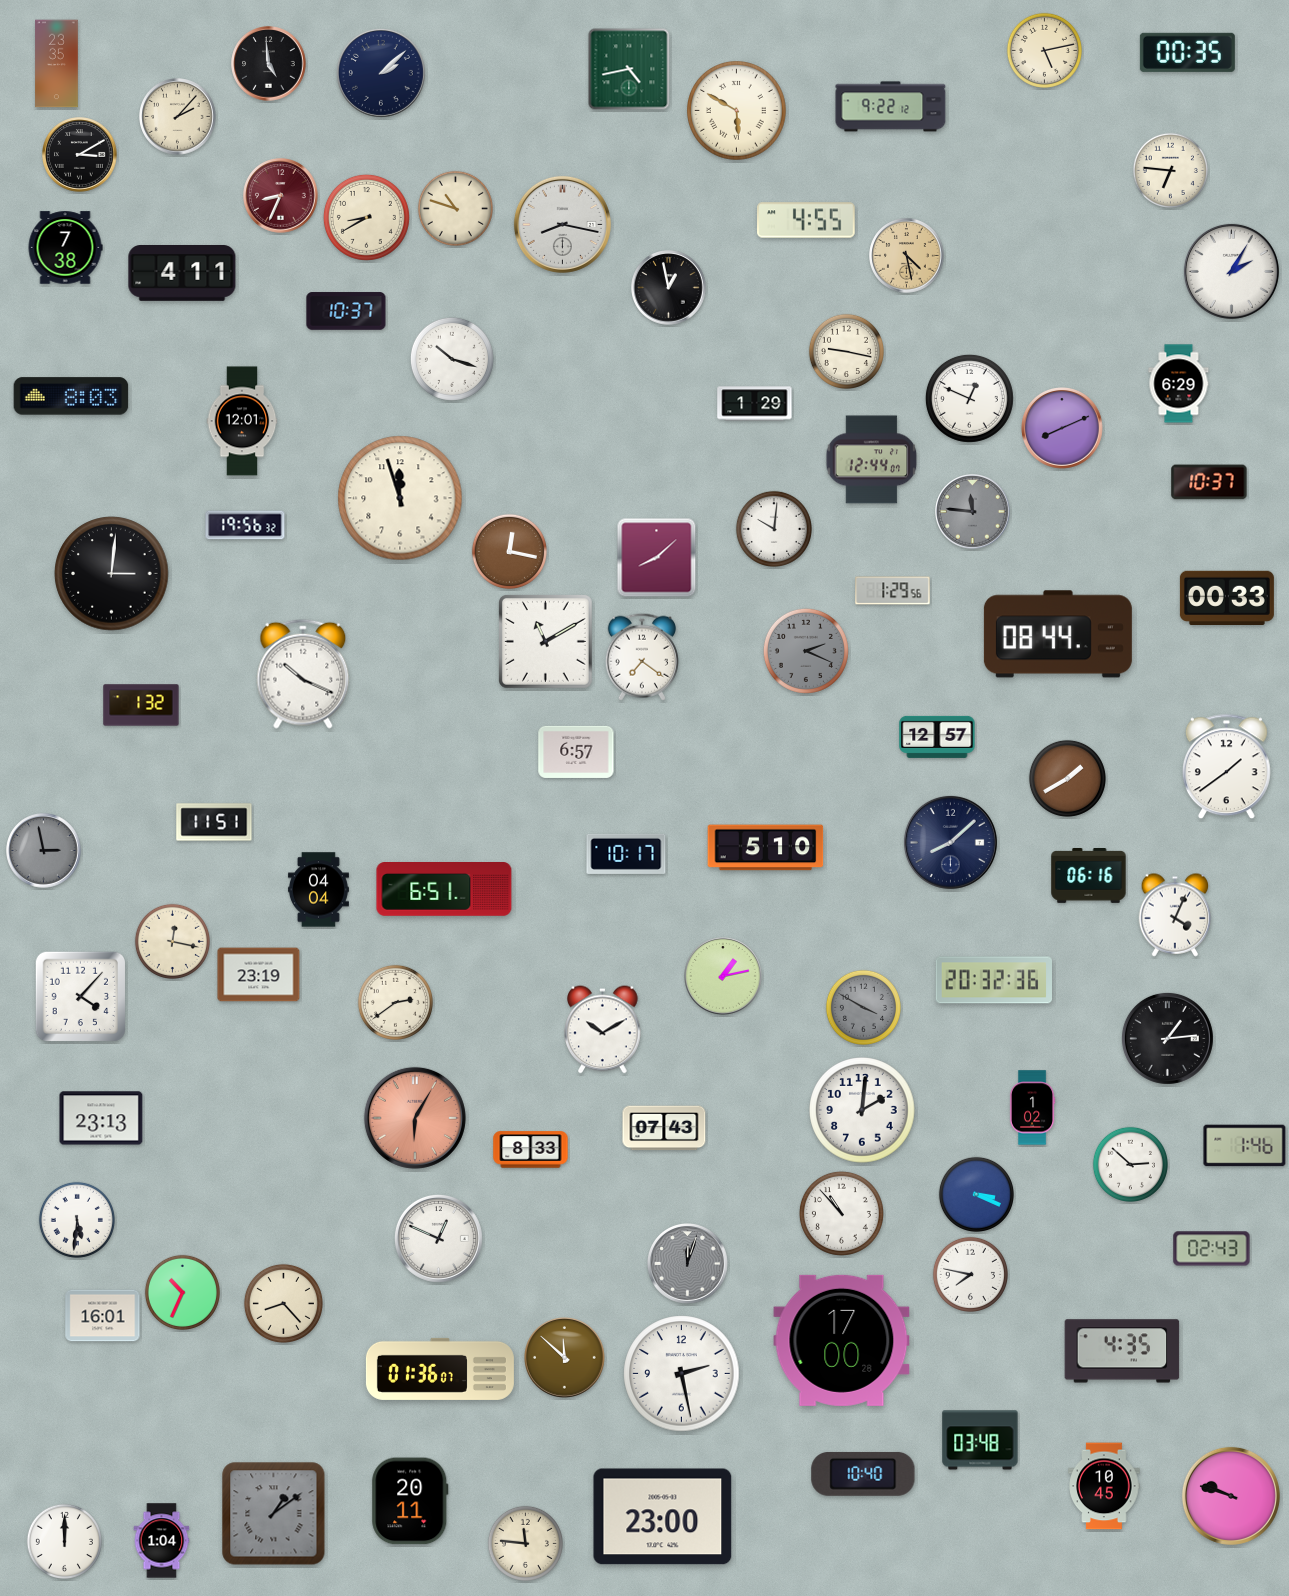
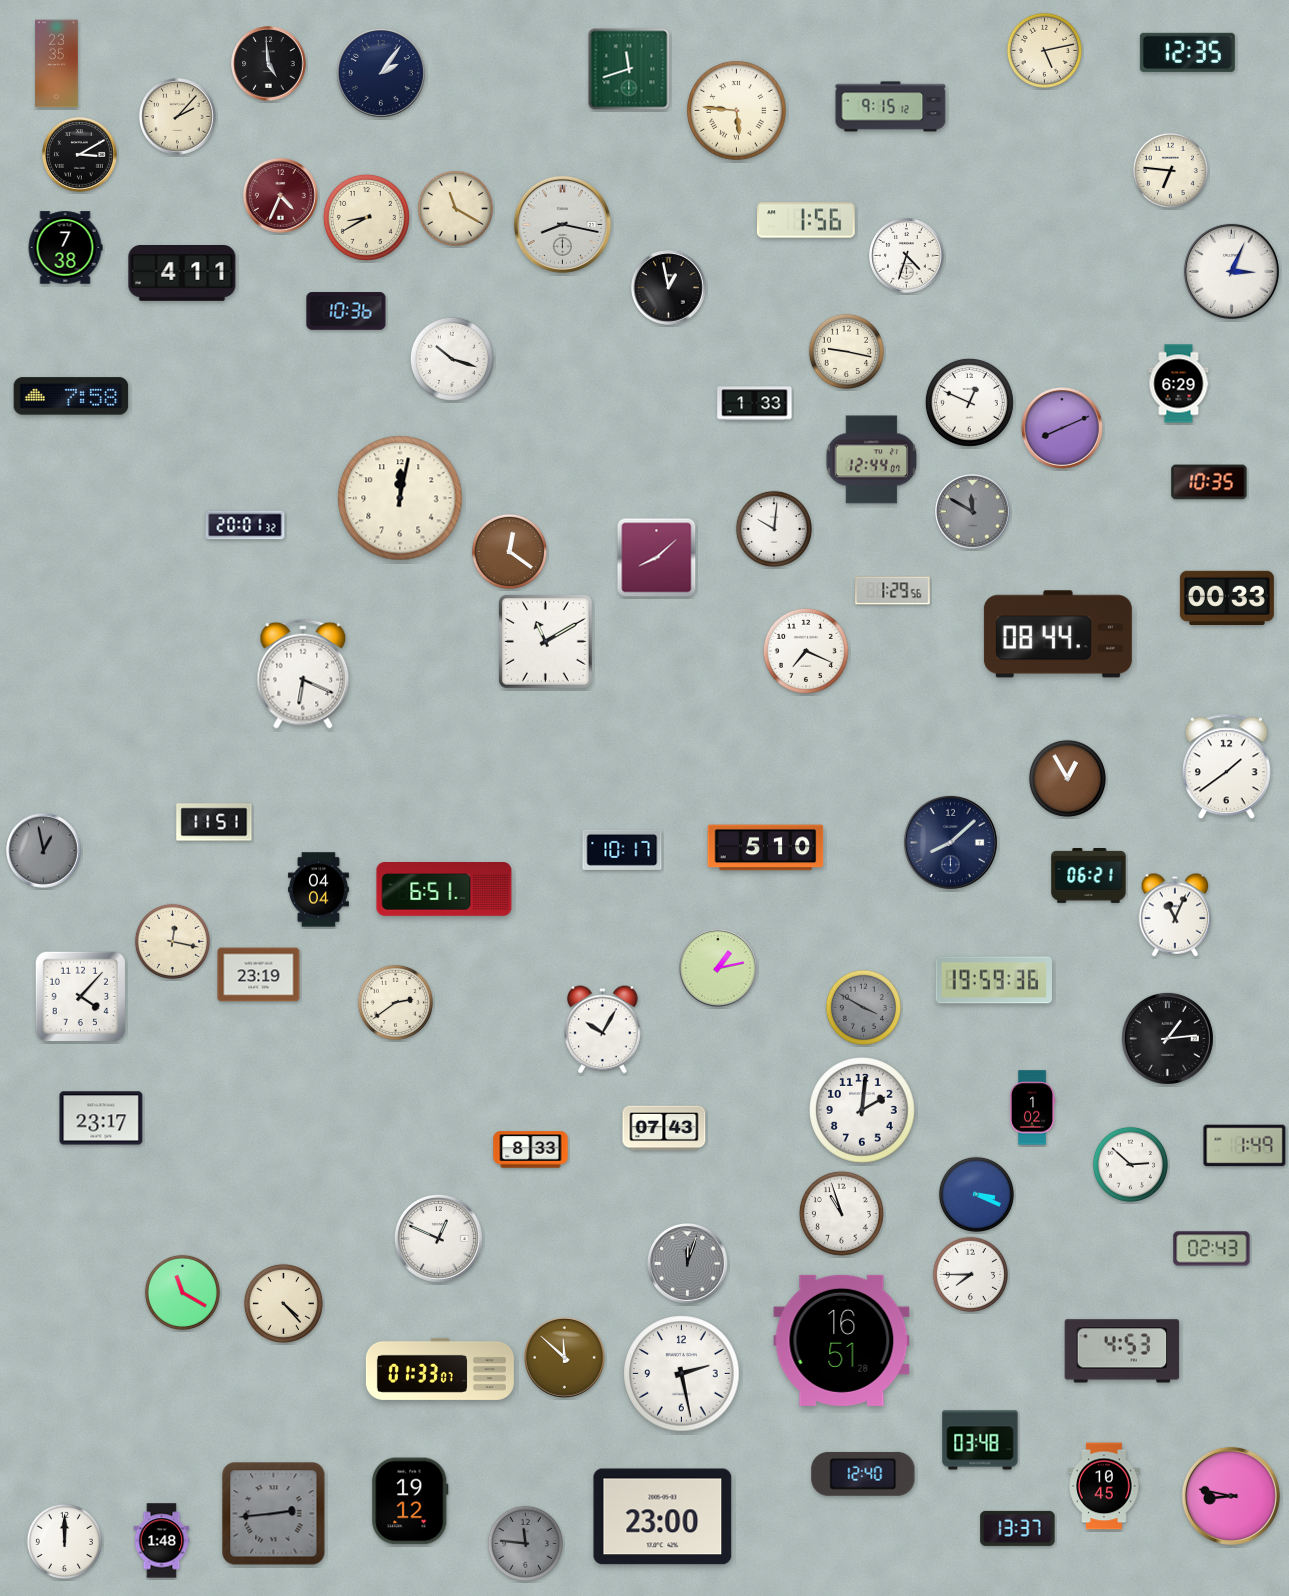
clock at (1187, 52): 00:35 -> 12:35
clock at (629, 69): 4:43 -> 11:42
clock at (381, 73): 2:08 -> 2:06
clock at (891, 107): 9:22 -> 9:15
clock at (737, 111): 5:50 -> 5:46
clock at (281, 196): 8:34 -> 4:34
clock at (455, 208): 10:48 -> 11:20
clock at (806, 220): 4:55 -> 1:56
clock at (907, 256): 4:28 -> 4:33
clock at (907, 256) dial: champagne -> white
clock at (1231, 271): 2:05 -> 3:04
clock at (346, 311): 10:37 -> 10:36
clock at (71, 396): 8:03 -> 7:58
clock at (969, 398) position: (969, 398) -> (969, 402)
clock at (755, 404): 1:29 -> 1:33
clock at (242, 421): 12:01 -> none
clock at (1209, 482): 10:37 -> 10:35
clock at (400, 498): 11:57 -> 12:02
clock at (973, 512): 11:46 -> 11:50
clock at (245, 525): 19:56 -> 20:01
clock at (509, 551): 12:17 -> 12:21
clock at (112, 574): 3:01 -> none
clock at (806, 651): 2:19 -> 7:19
clock at (806, 651) dial: grey -> white
clock at (642, 657): 7:21 -> none
clock at (303, 674): 10:19 -> 6:19
clock at (141, 705): 1:32 -> none
clock at (937, 737): 12:57 -> none
clock at (576, 752): 6:57 -> none
clock at (1067, 778): 1:40 -> 12:55
clock at (44, 851): 2:58 -> 12:58
clock at (626, 854) position: (626, 854) -> (622, 850)
clock at (1089, 876): 06:16 -> 06:21
clock at (1175, 915): 4:04 -> 11:04
clock at (723, 976) position: (723, 976) -> (718, 968)
clock at (993, 980): 20:32 -> 19:59
clock at (603, 1030): 10:10 -> 10:05
clock at (101, 1118): 23:13 -> 23:17
clock at (415, 1118): 6:05 -> none
clock at (1245, 1146): 1:46 -> 1:49
clock at (841, 1213): 10:53 -> 10:57
clock at (77, 1220): 5:31 -> none
clock at (970, 1274): 7:47 -> 7:45
clock at (182, 1292): 10:34 -> 11:20
clock at (283, 1303): 8:23 -> 4:23
clock at (103, 1316): 16:01 -> none
clock at (842, 1340): 17:00 -> 16:51
clock at (1122, 1351): 4:35 -> 4:53
clock at (440, 1369): 01:36 -> 01:33
clock at (863, 1474): 10:40 -> 12:40
clock at (1231, 1496): 9:48 -> 8:47
clock at (410, 1501): 20:11 -> 19:12
clock at (274, 1514): 1:09 -> 2:44
clock at (1018, 1528): none -> 13:37
clock at (162, 1541): 1:04 -> 1:48
clock at (525, 1543) dial: cream -> grey
